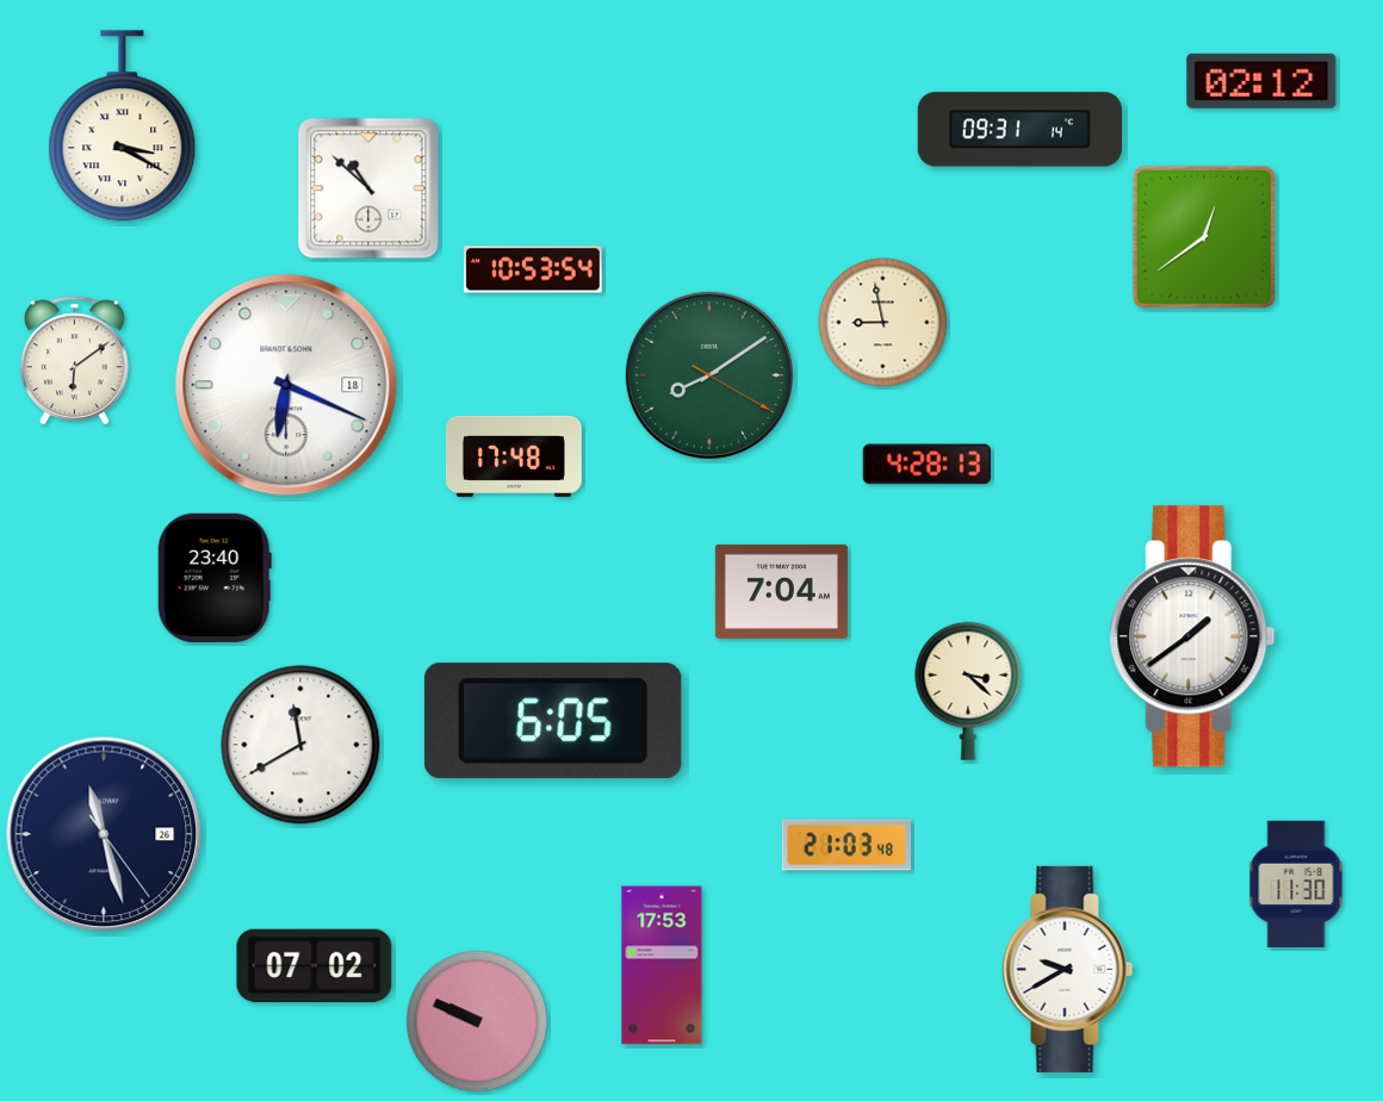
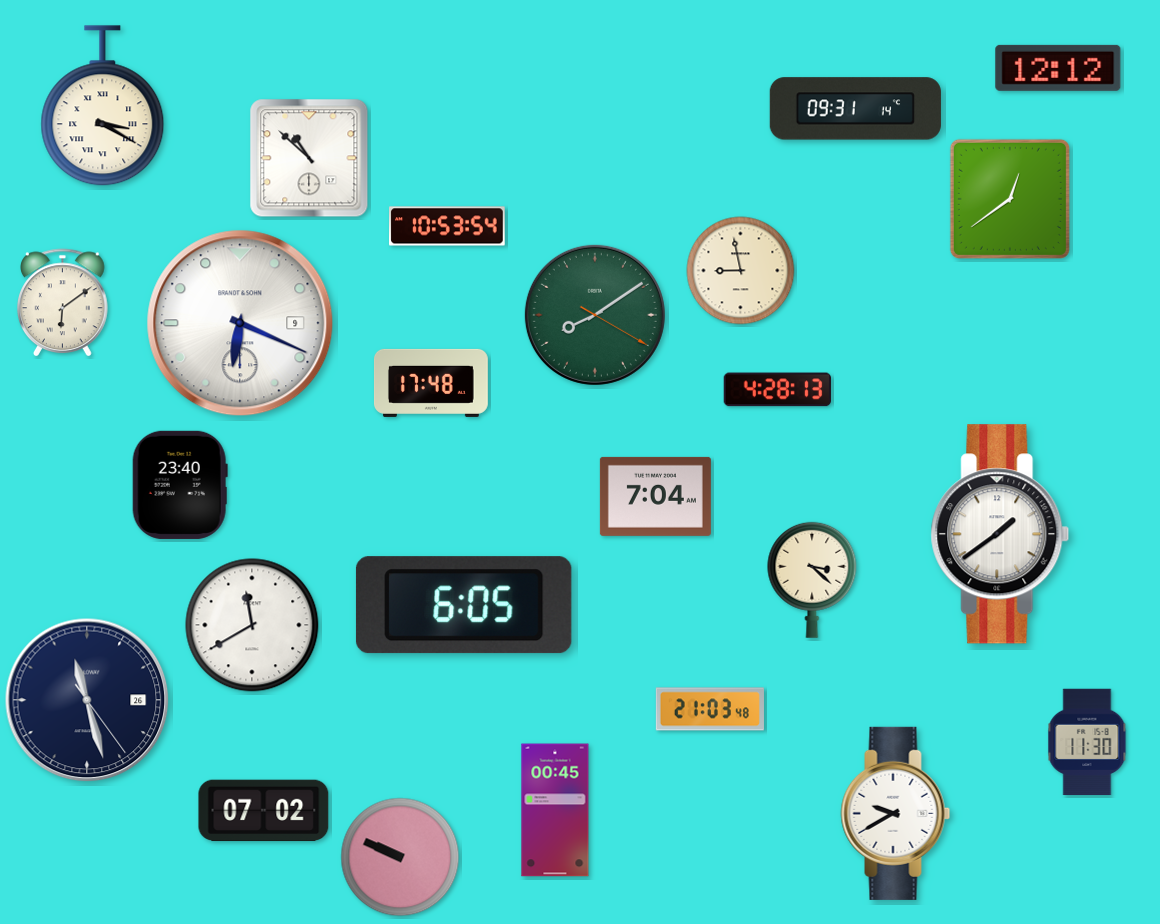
clock at (1261, 81): 02:12 -> 12:12
clock at (286, 385) date: 18 -> 9
clock at (662, 965): 17:53 -> 00:45
